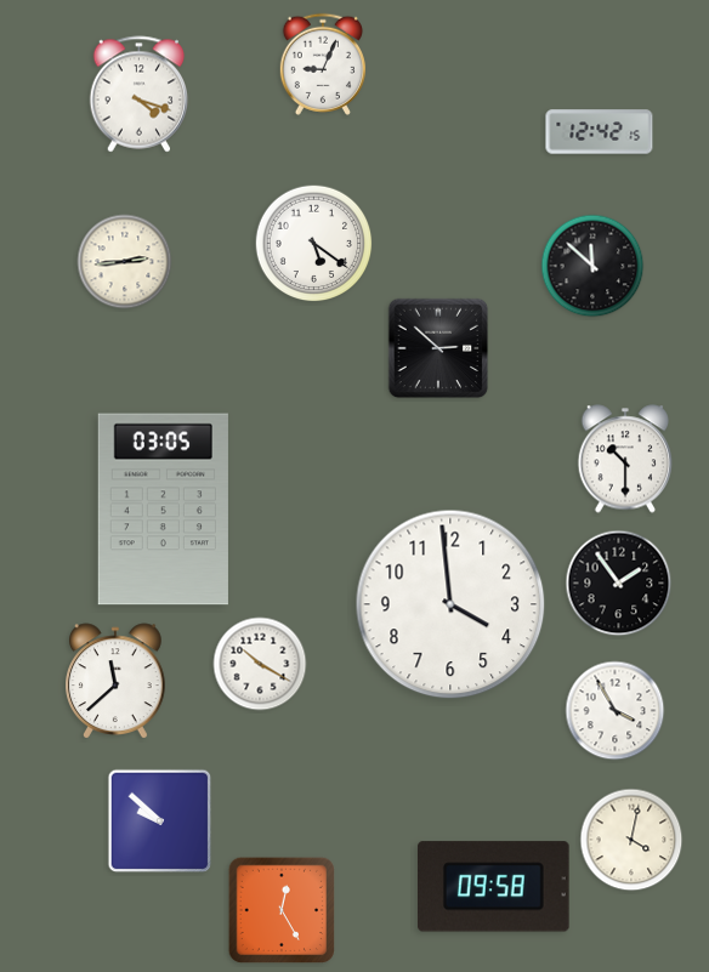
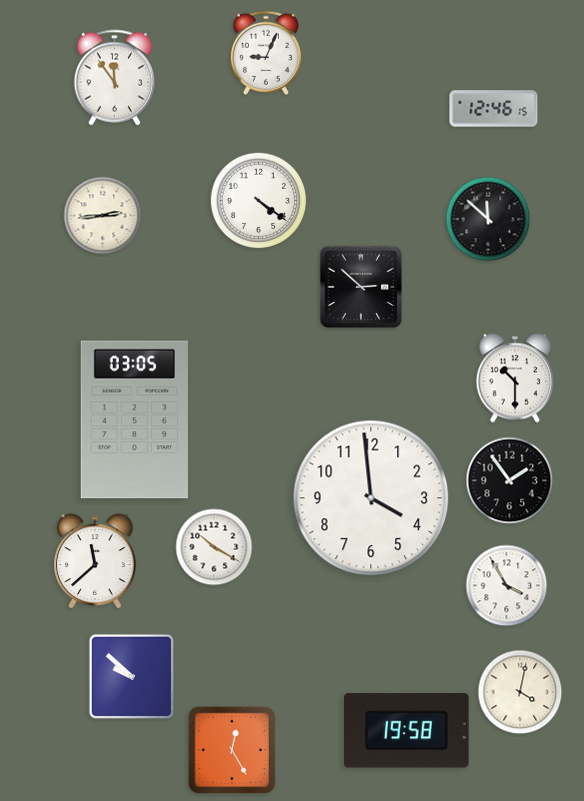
clock at (140, 95): 4:18 -> 11:54
clock at (600, 132): 12:42 -> 12:46
clock at (314, 244): 5:21 -> 4:21
clock at (494, 887): 09:58 -> 19:58
